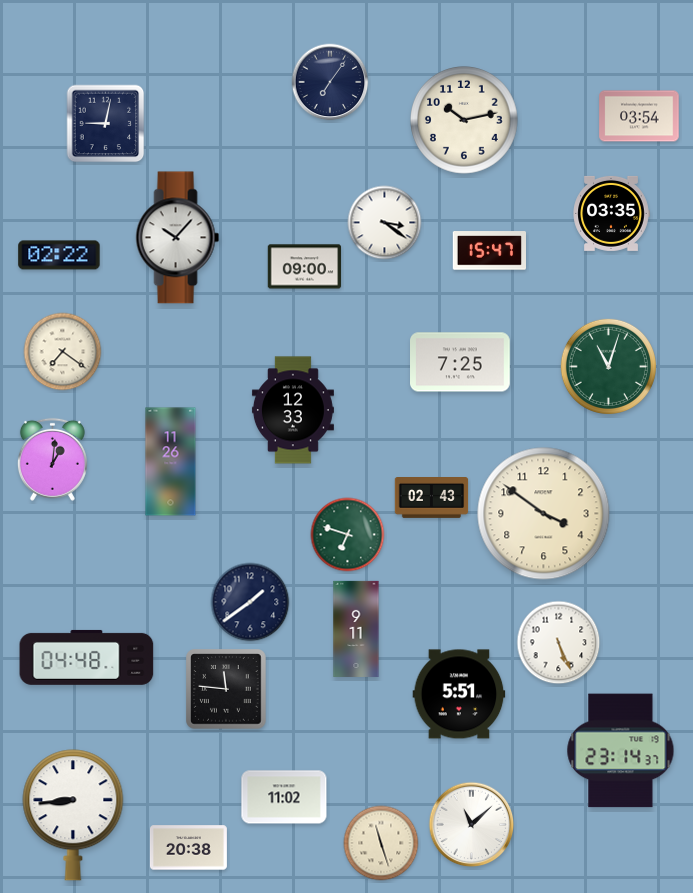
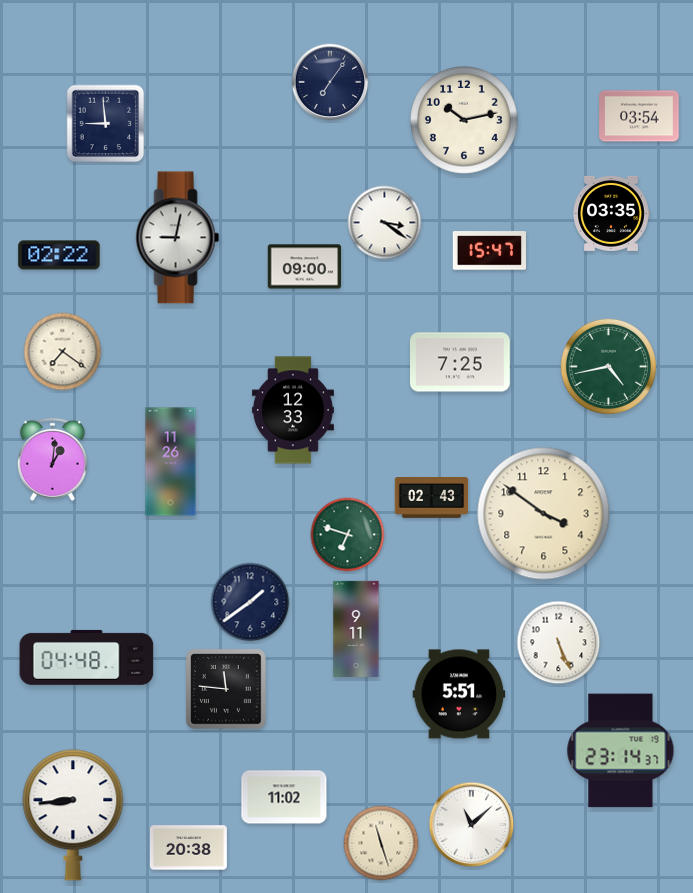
clock at (106, 124): 9:02 -> 8:59
clock at (178, 238): 10:07 -> 9:02
clock at (608, 366): 11:03 -> 4:43
